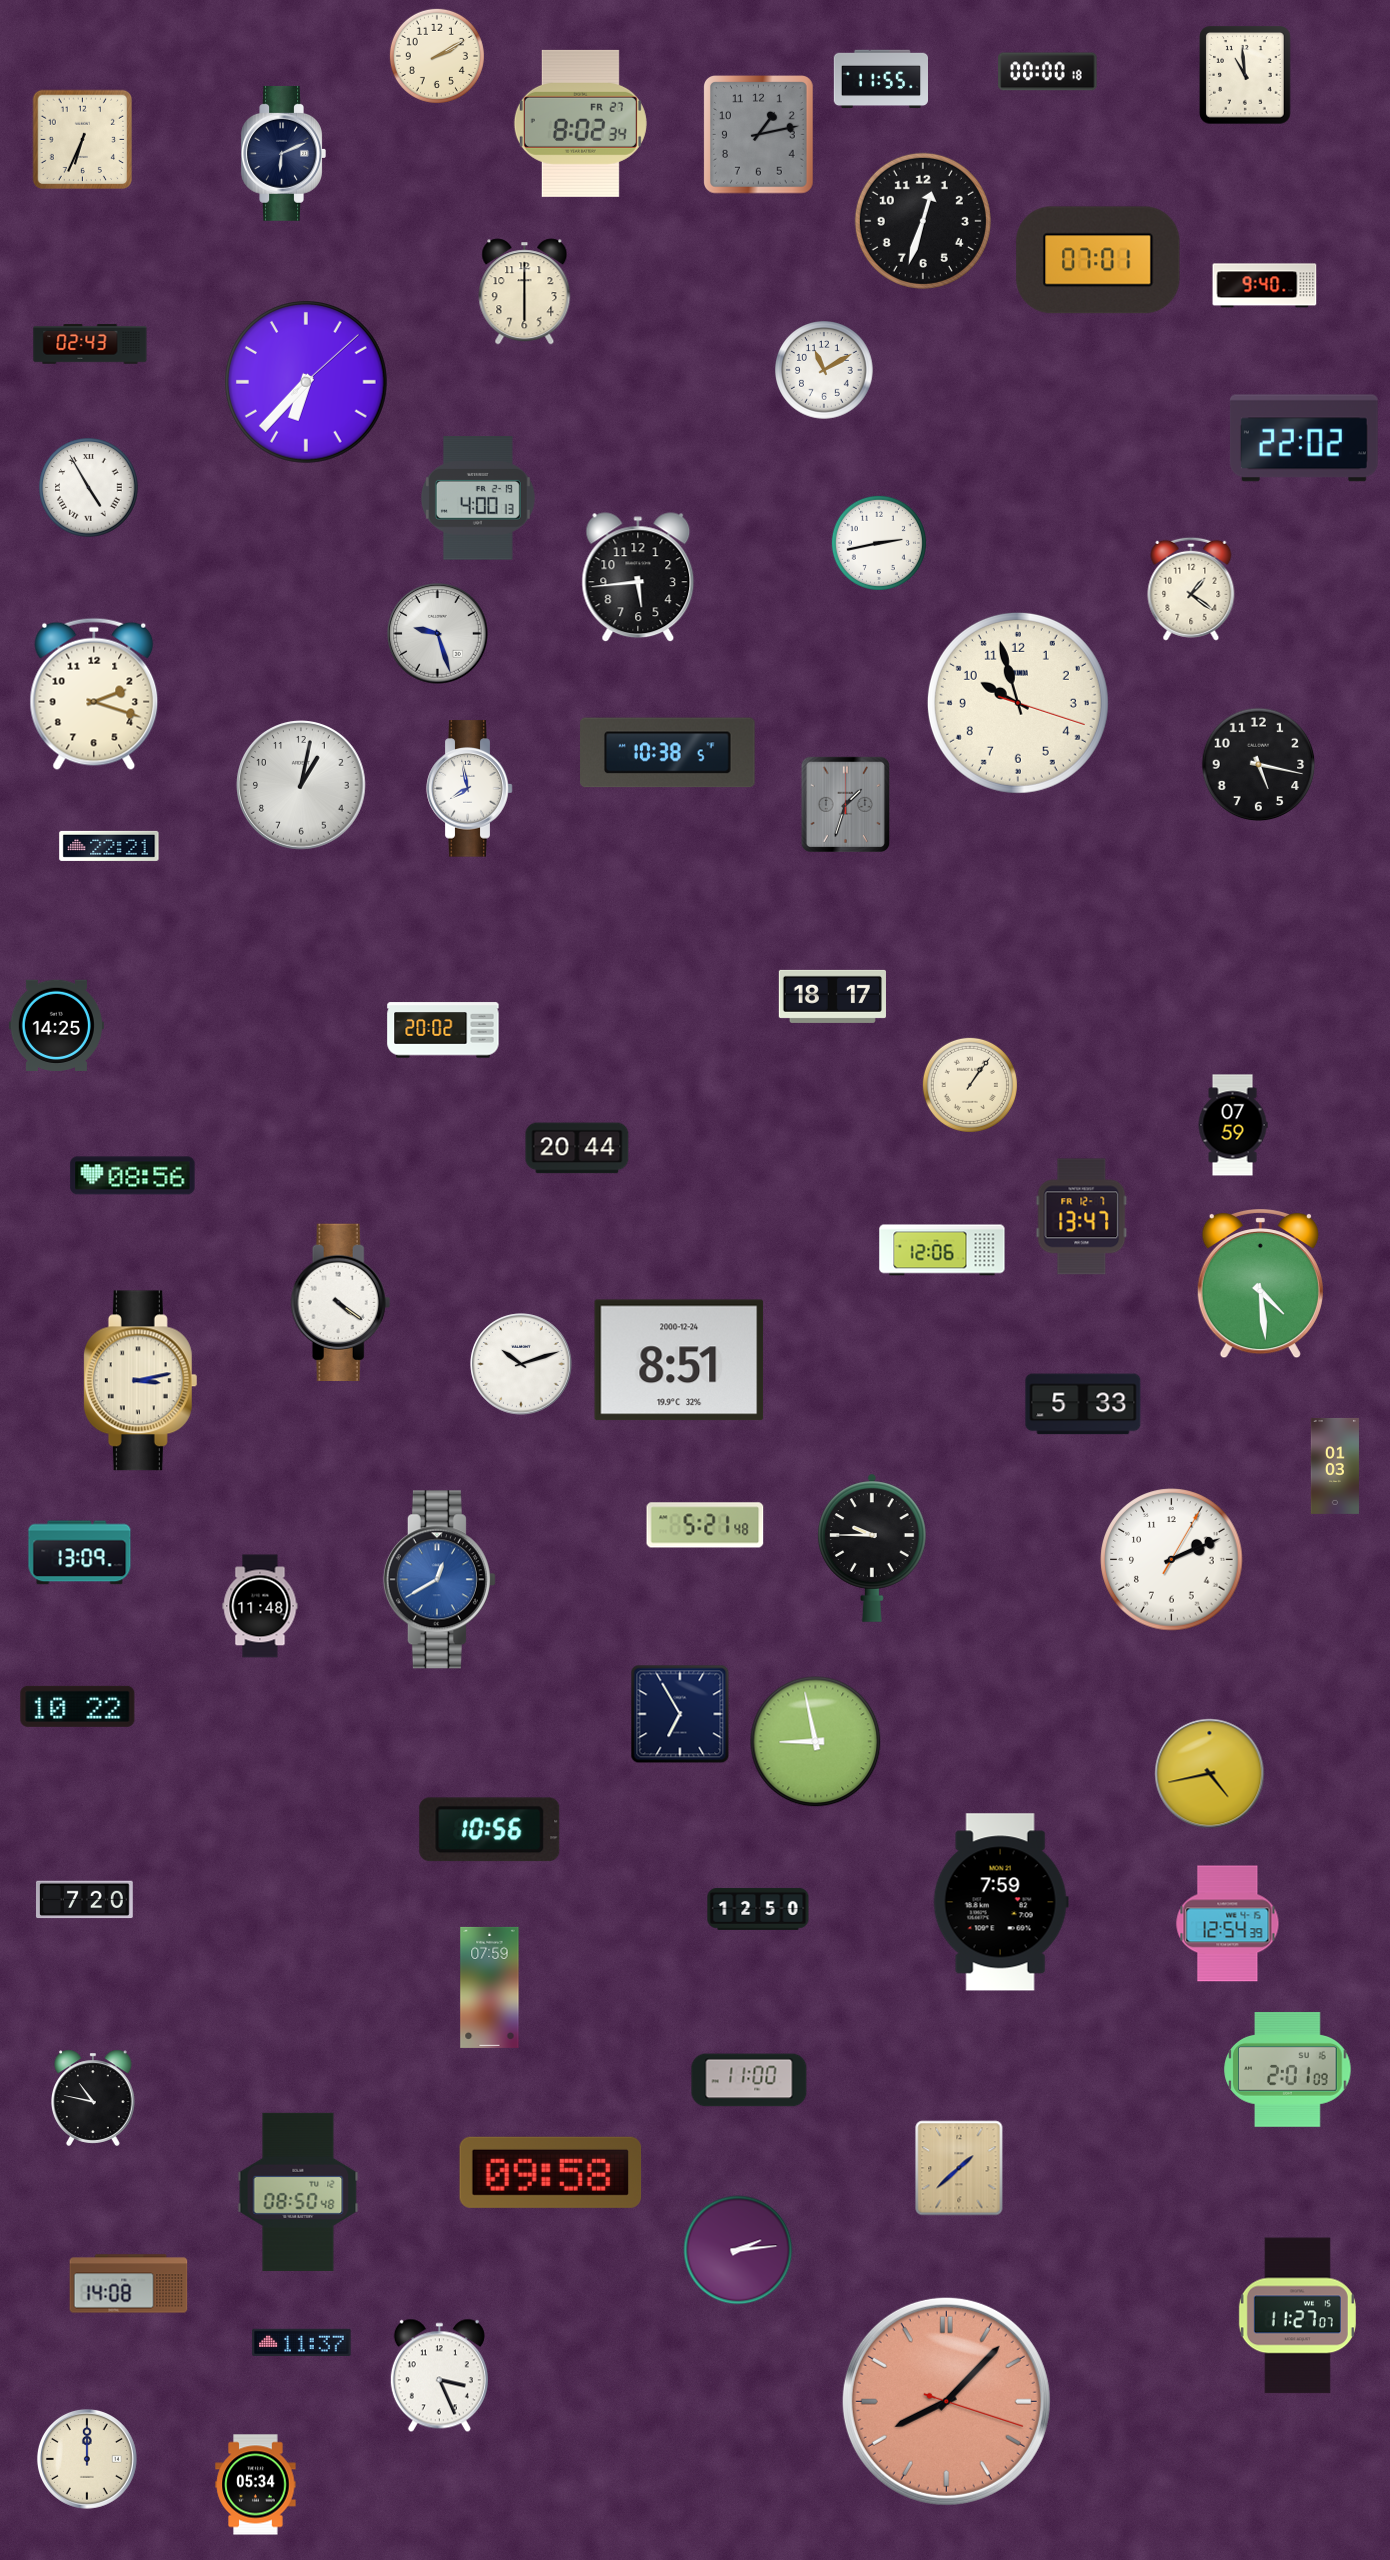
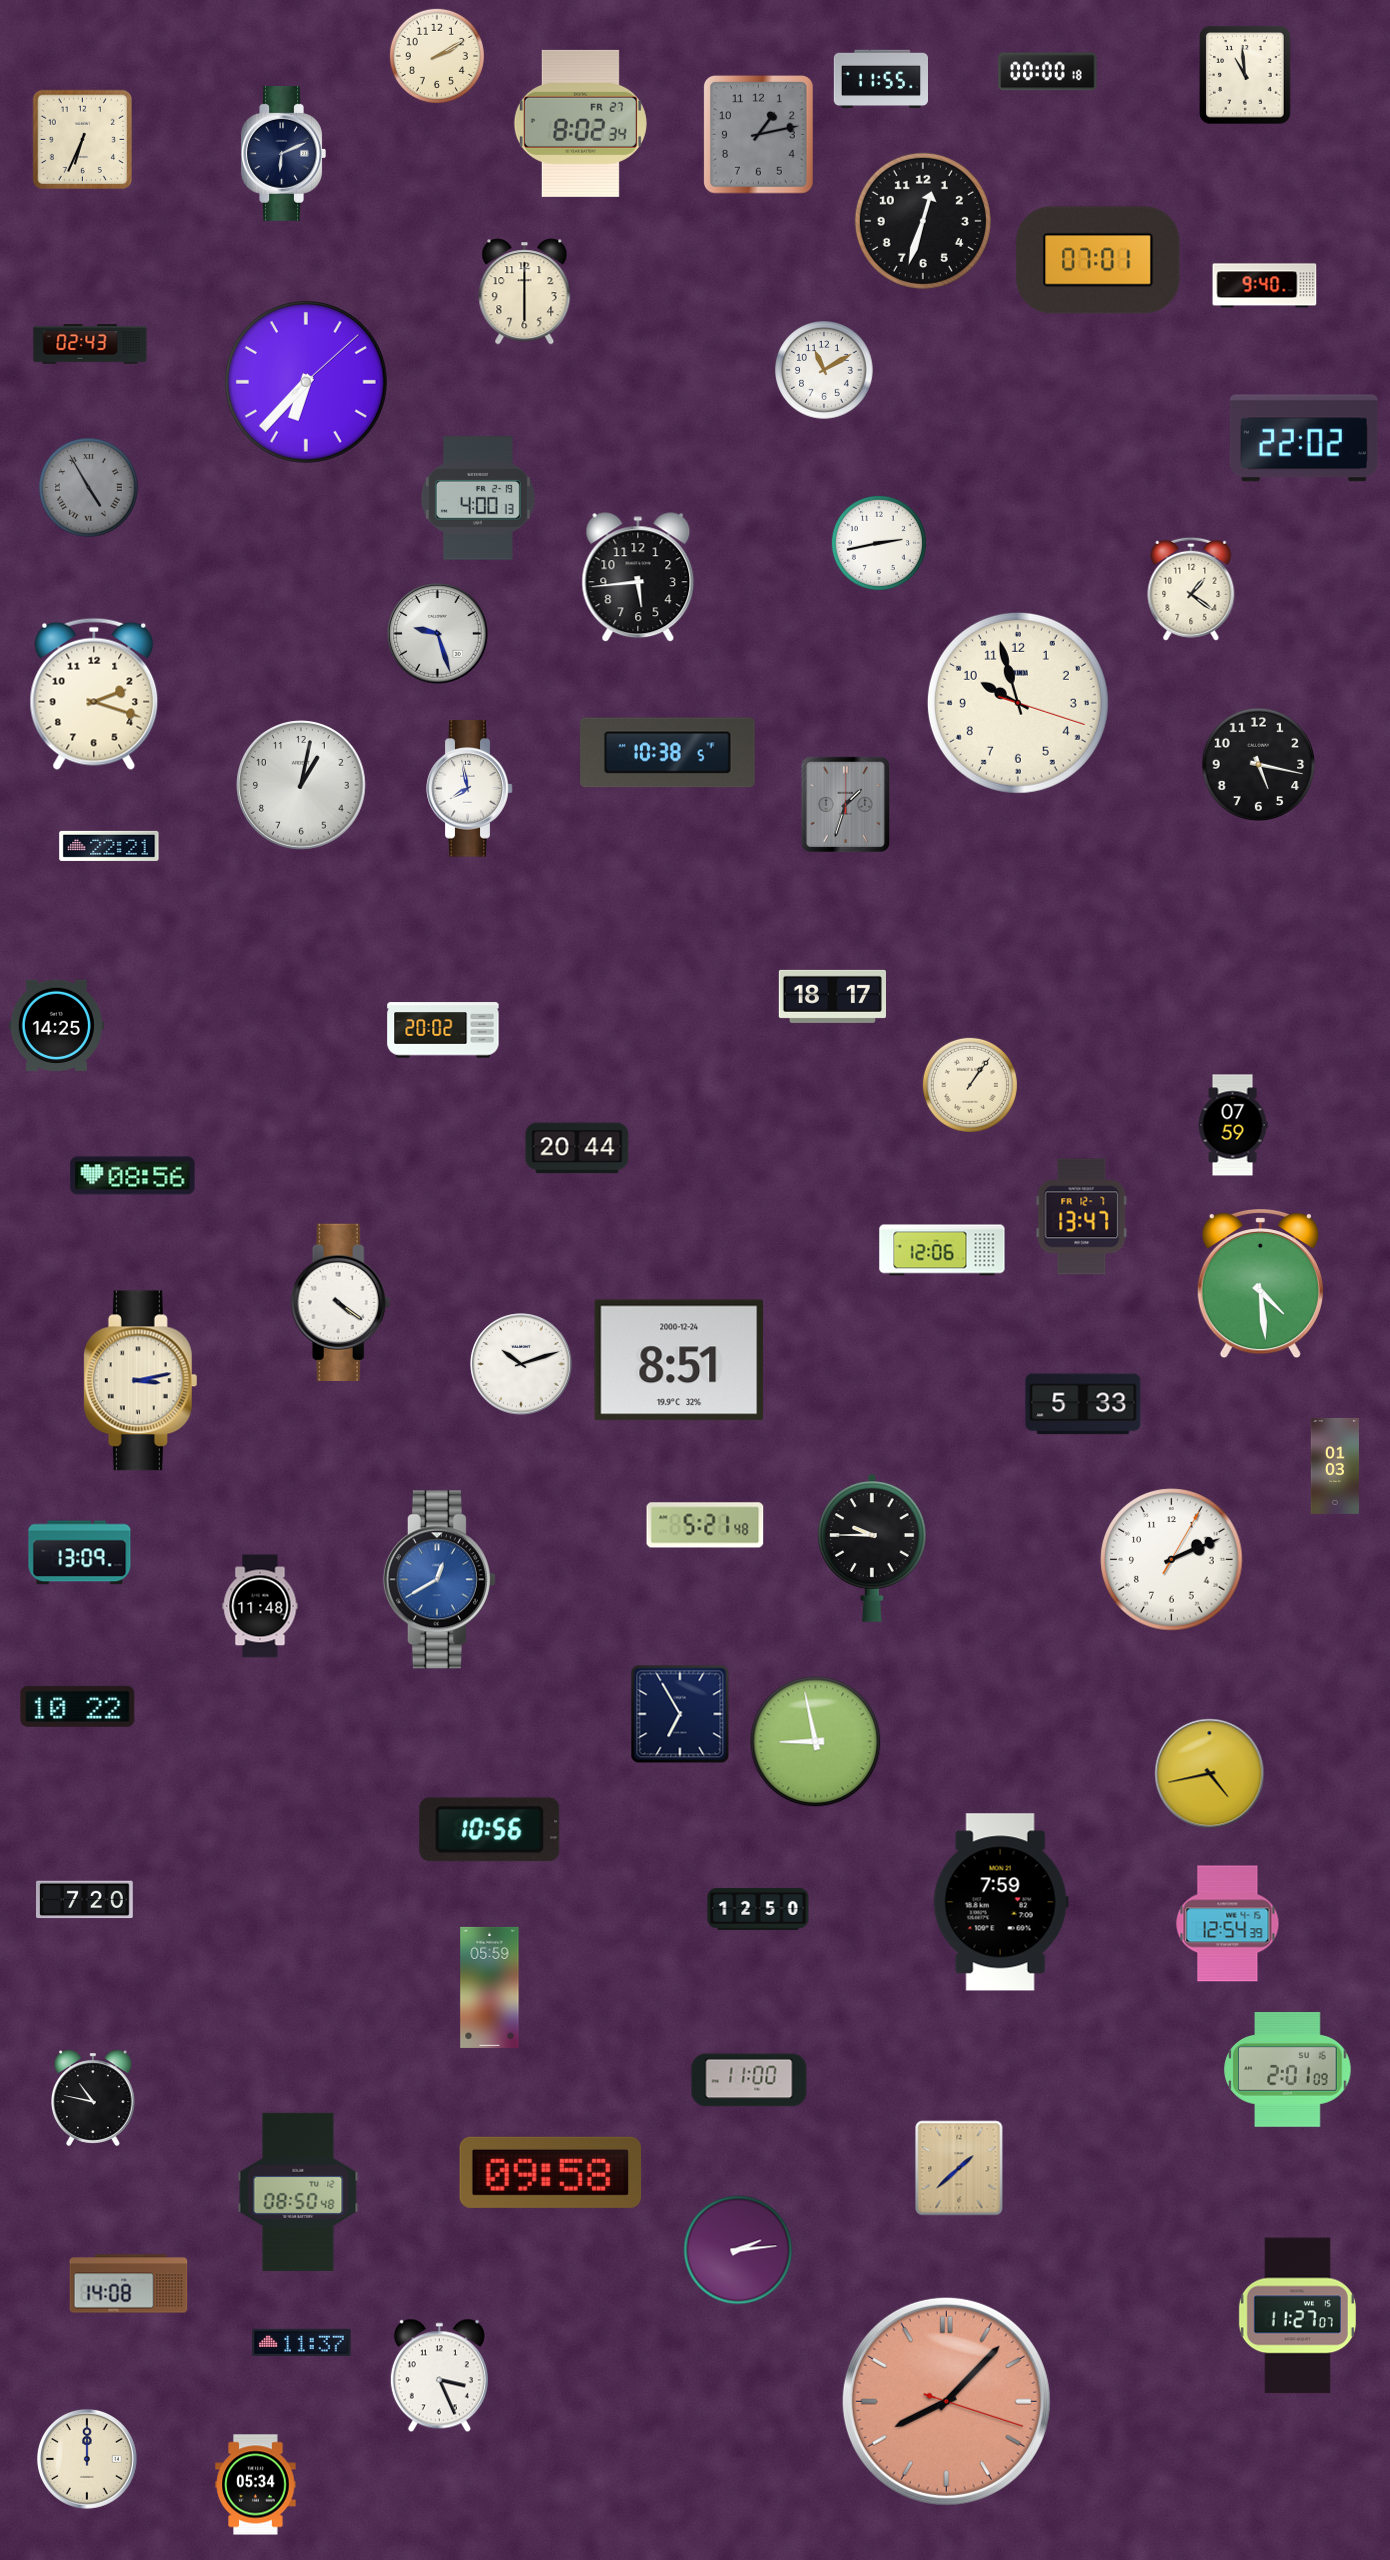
clock at (89, 488) dial: white -> grey
clock at (490, 1987): 07:59 -> 05:59
